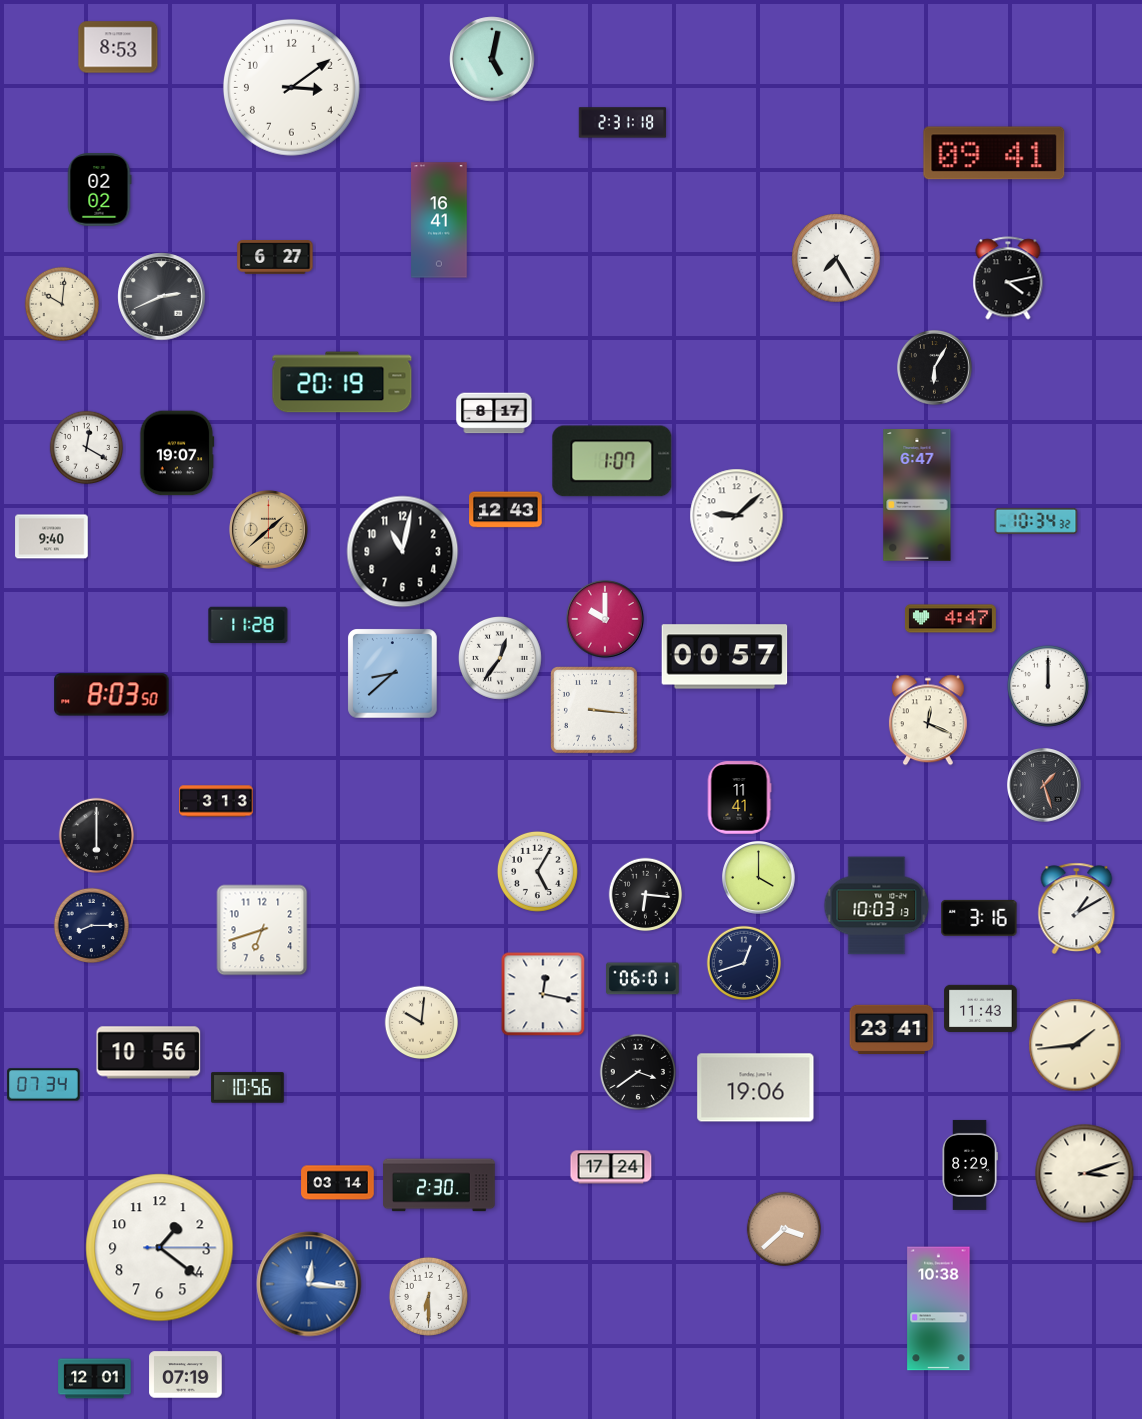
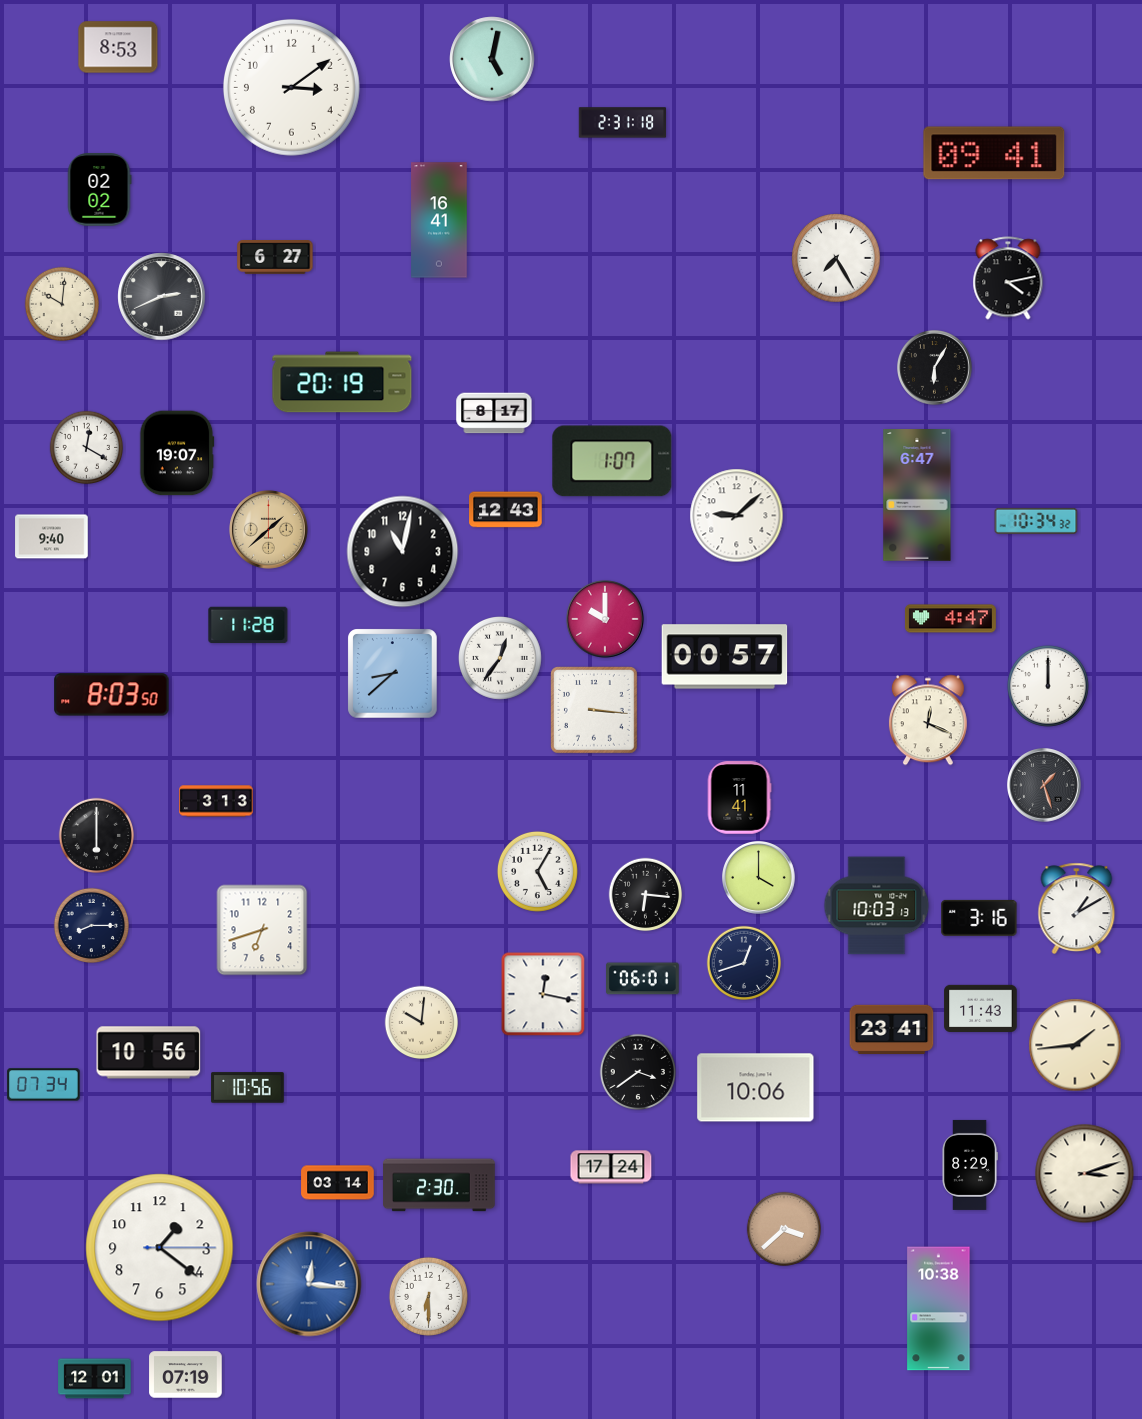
clock at (756, 1088): 19:06 -> 10:06
